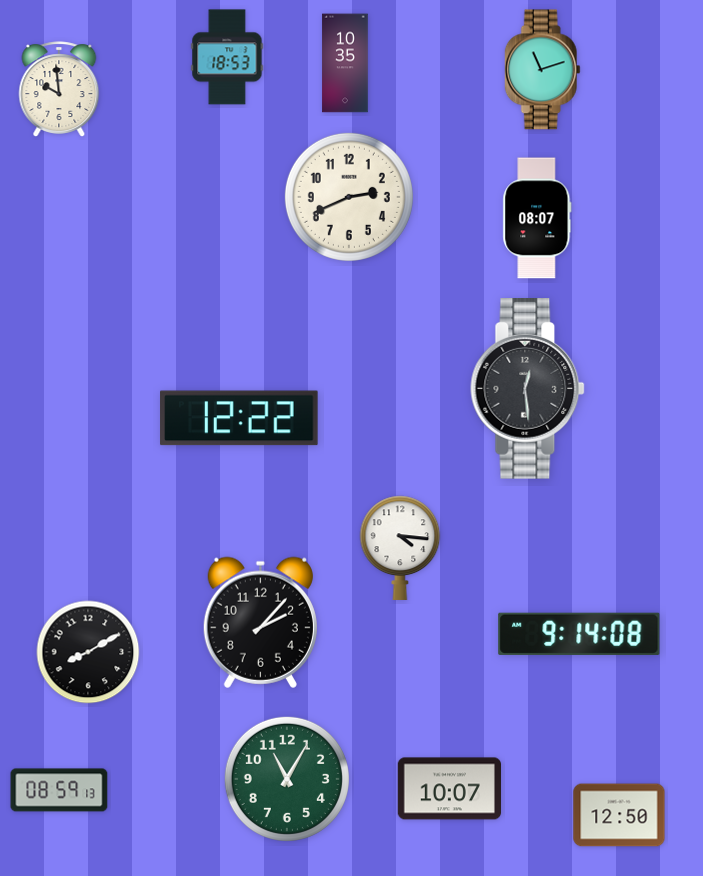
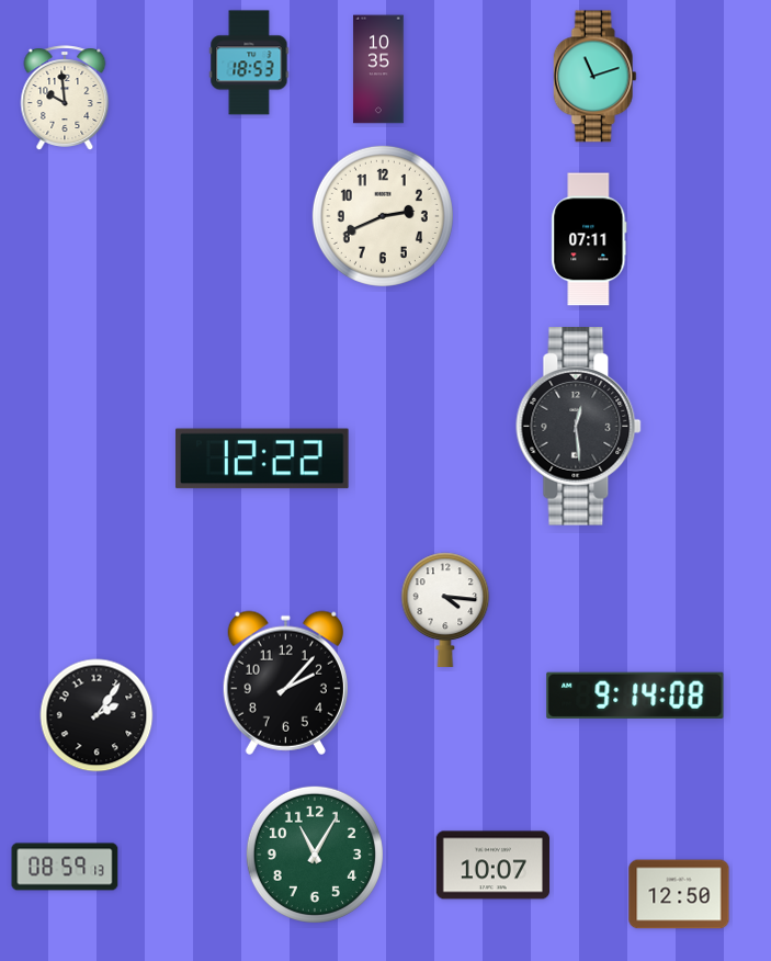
clock at (537, 218): 08:07 -> 07:11
clock at (400, 548) position: (400, 548) -> (445, 610)
clock at (88, 652): 8:10 -> 2:06
